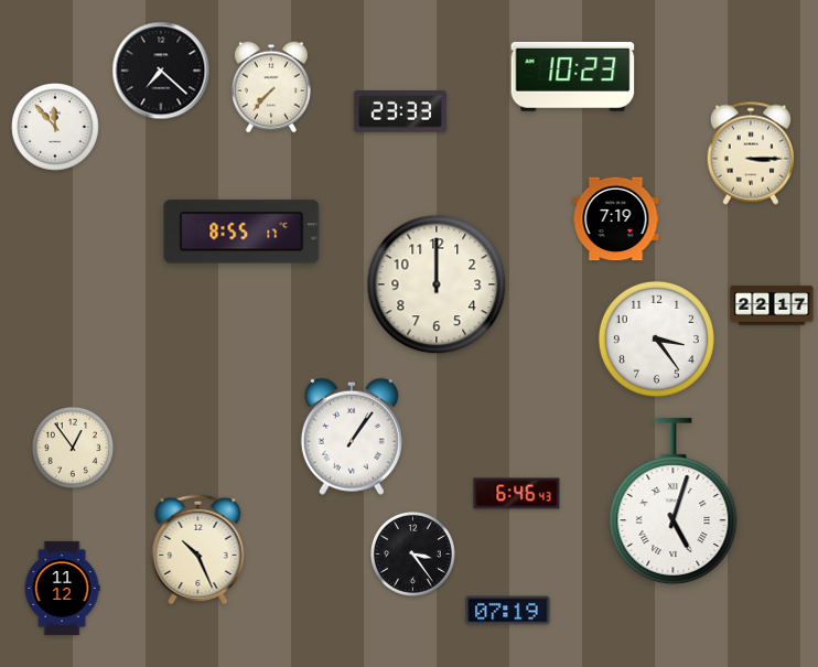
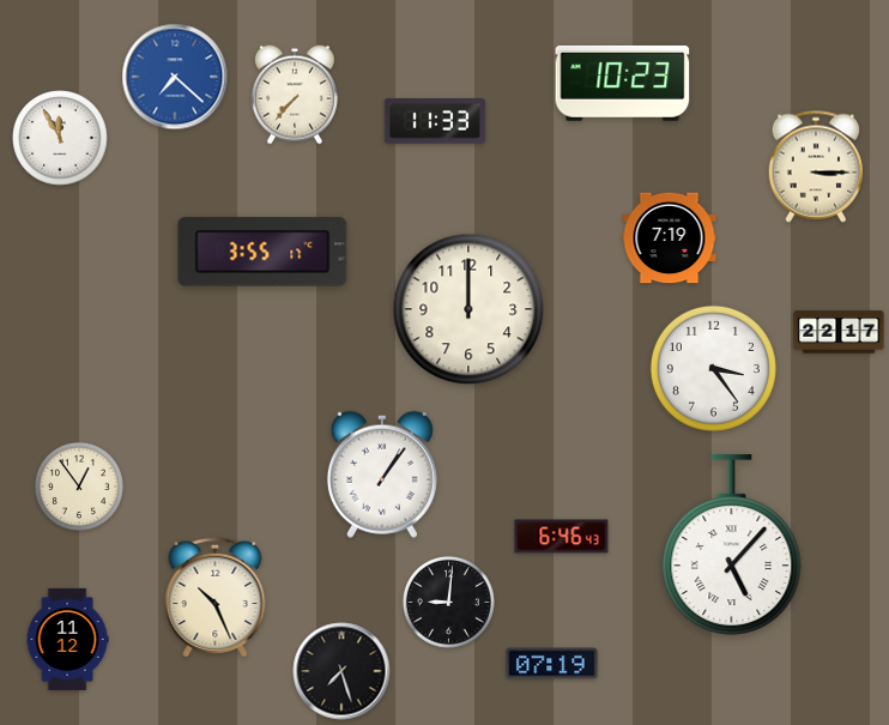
clock at (161, 71) dial: black -> blue
clock at (400, 112): 23:33 -> 11:33
clock at (55, 127): 11:53 -> 11:55
clock at (241, 232): 8:55 -> 3:55
clock at (437, 284) position: (437, 284) -> (468, 309)
clock at (674, 501): 5:03 -> 5:07
clock at (412, 553): 3:24 -> 9:01
clock at (341, 671): none -> 7:27
